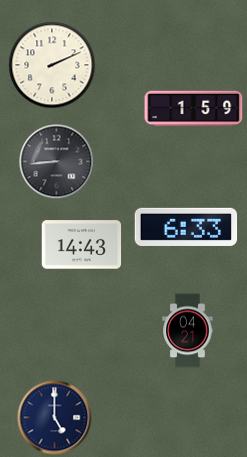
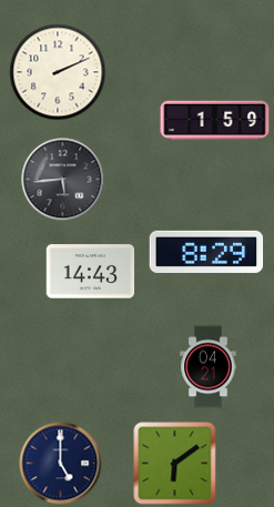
clock at (57, 162): 8:44 -> 5:44
clock at (186, 227): 6:33 -> 8:29
clock at (175, 464): none -> 6:09
